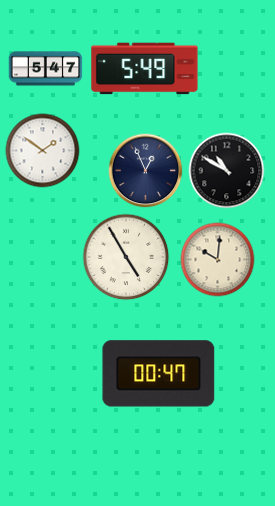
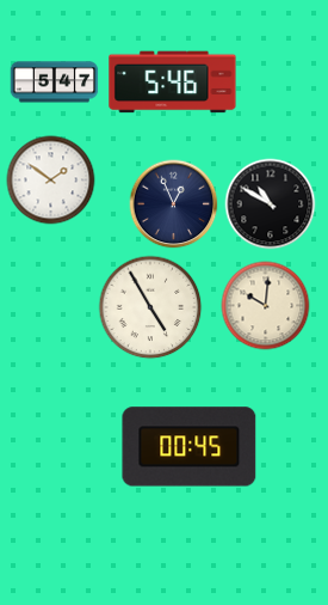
clock at (145, 69): 5:49 -> 5:46
clock at (218, 260) position: (218, 260) -> (266, 306)
clock at (159, 374): 00:47 -> 00:45
